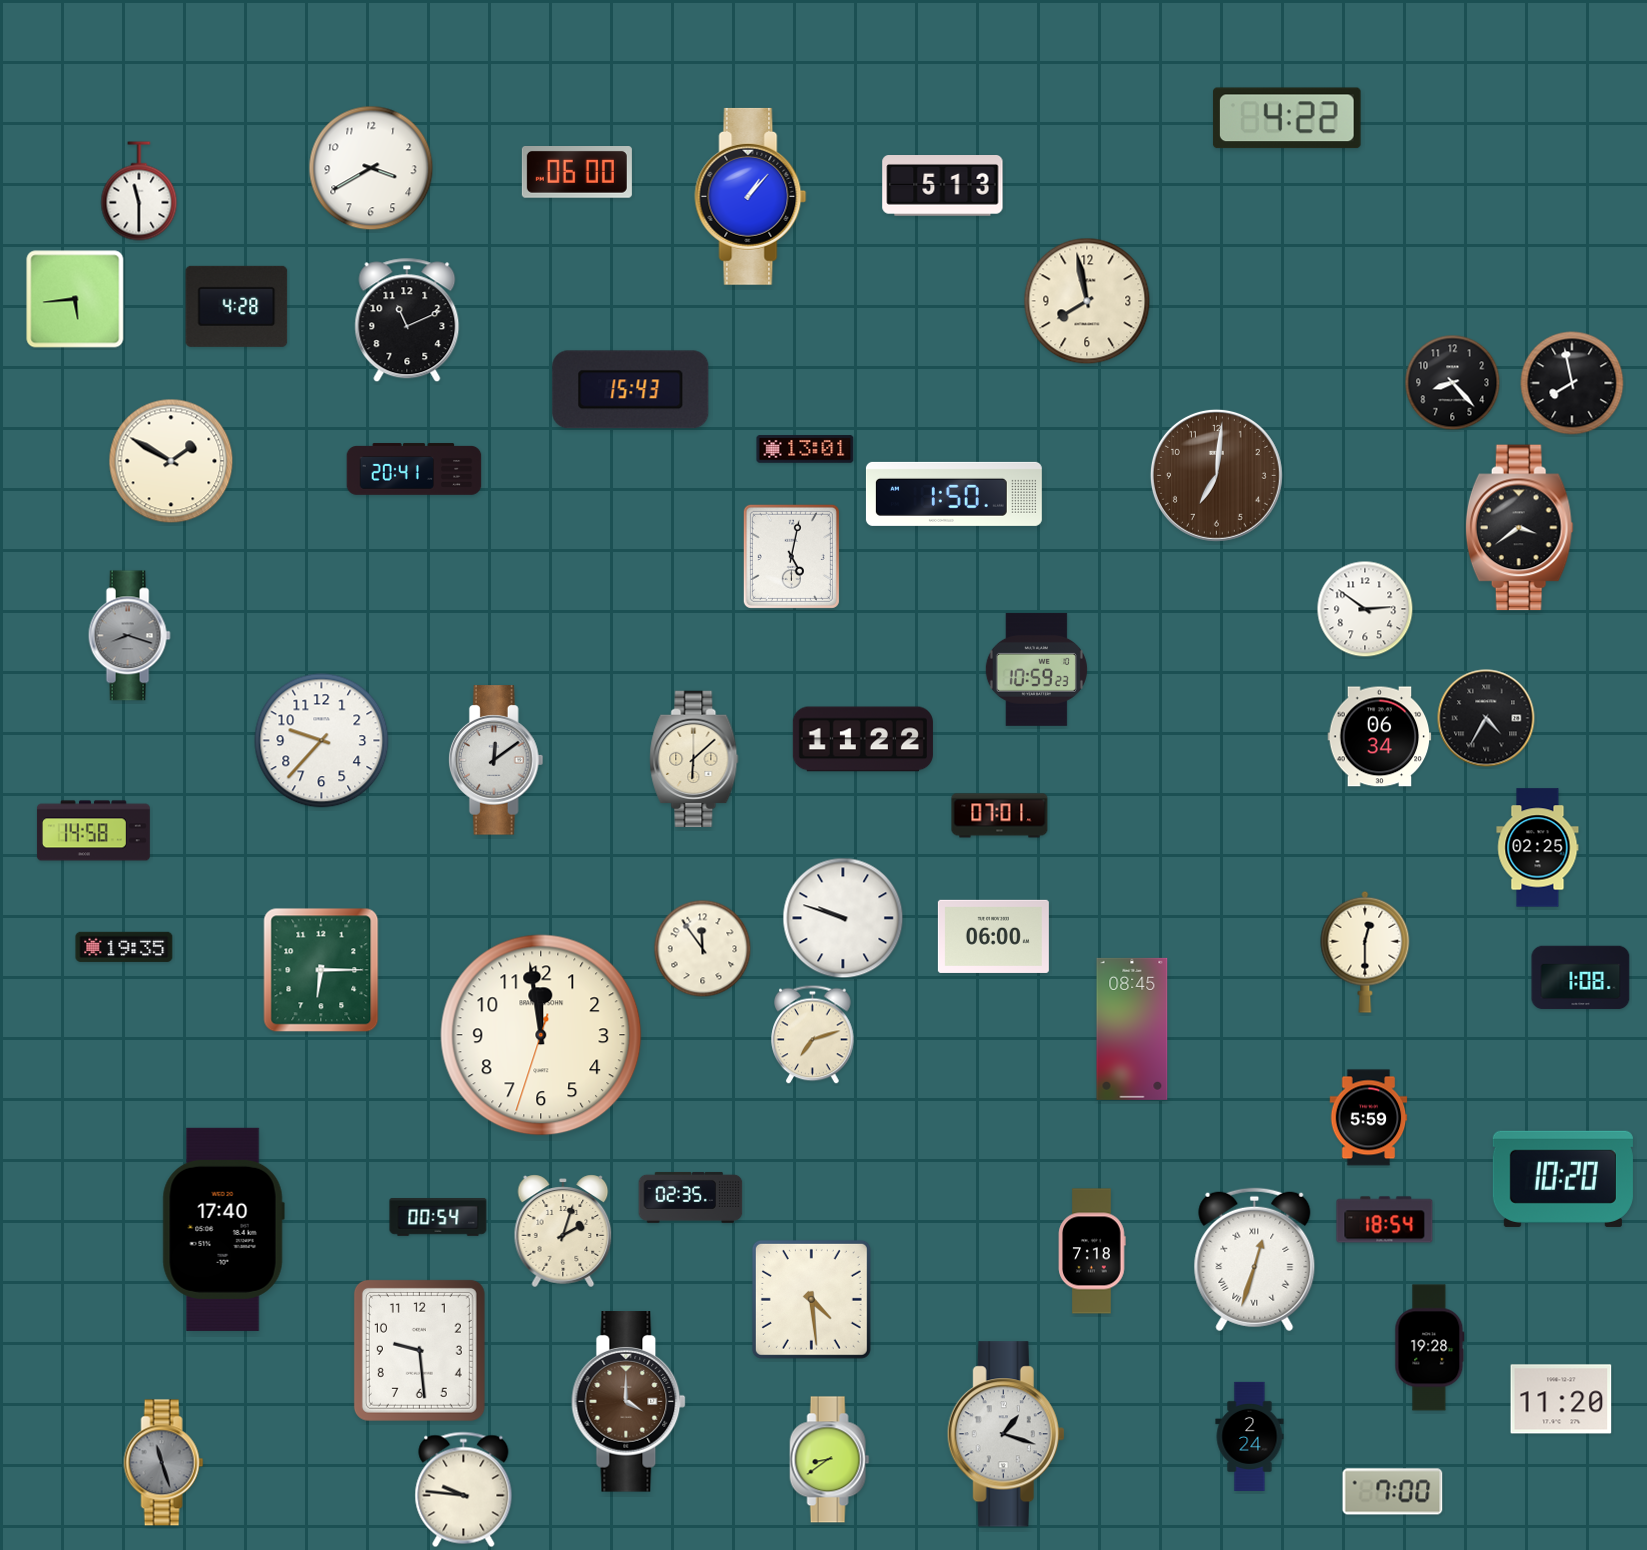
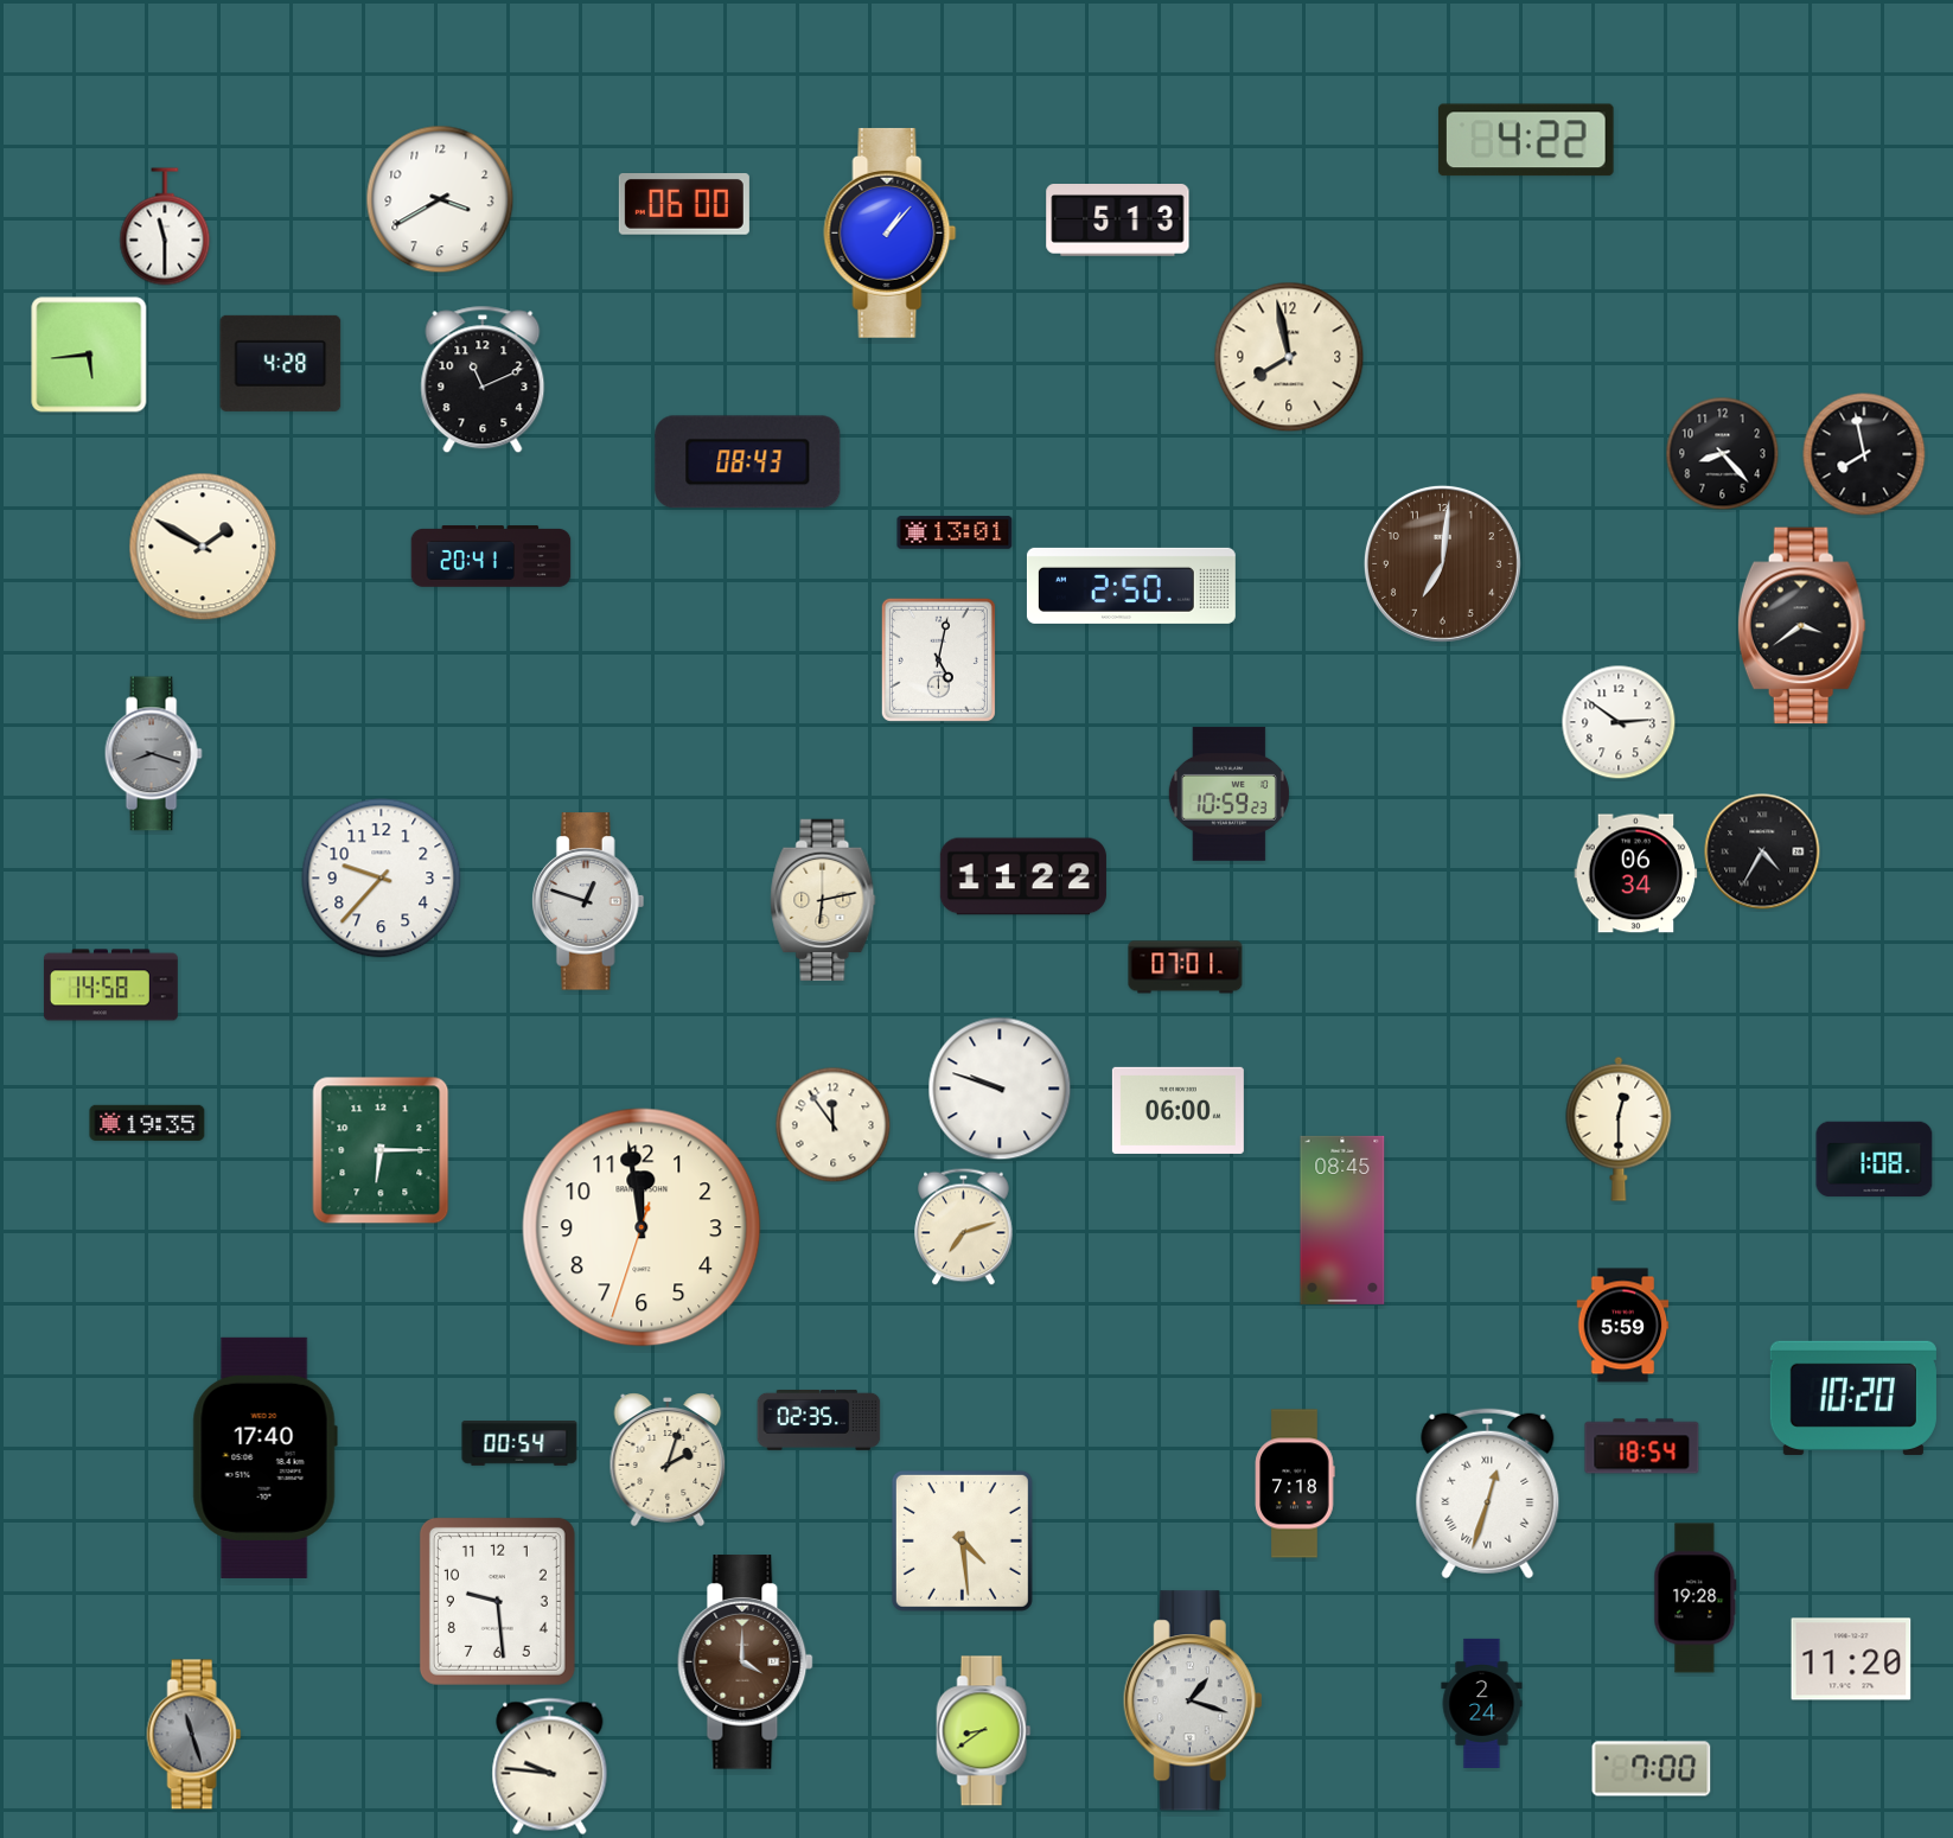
clock at (631, 390): 15:43 -> 08:43
clock at (954, 494): 1:50 -> 2:50
clock at (694, 759): 6:08 -> 6:13
clock at (496, 760): 12:09 -> 12:48
clock at (1538, 848): 02:25 -> none
